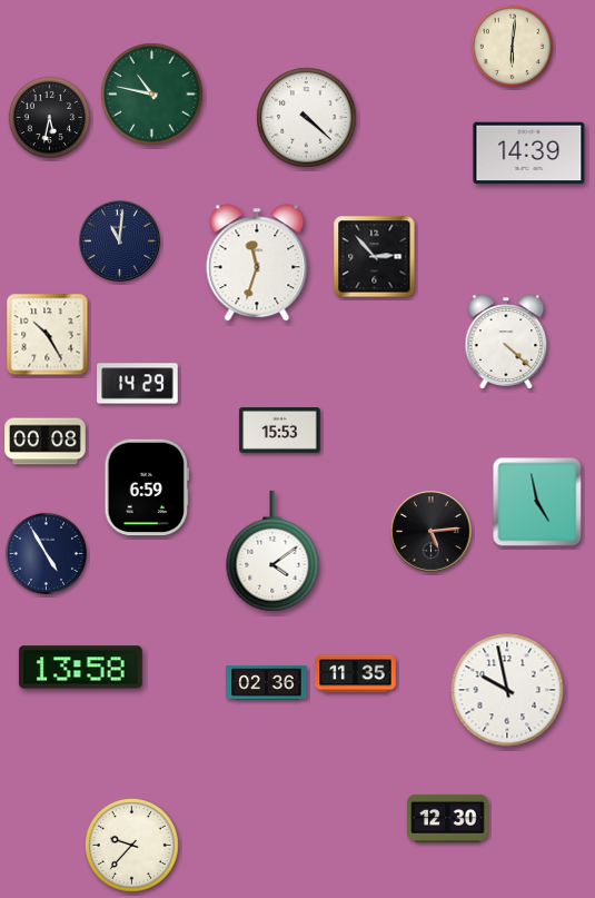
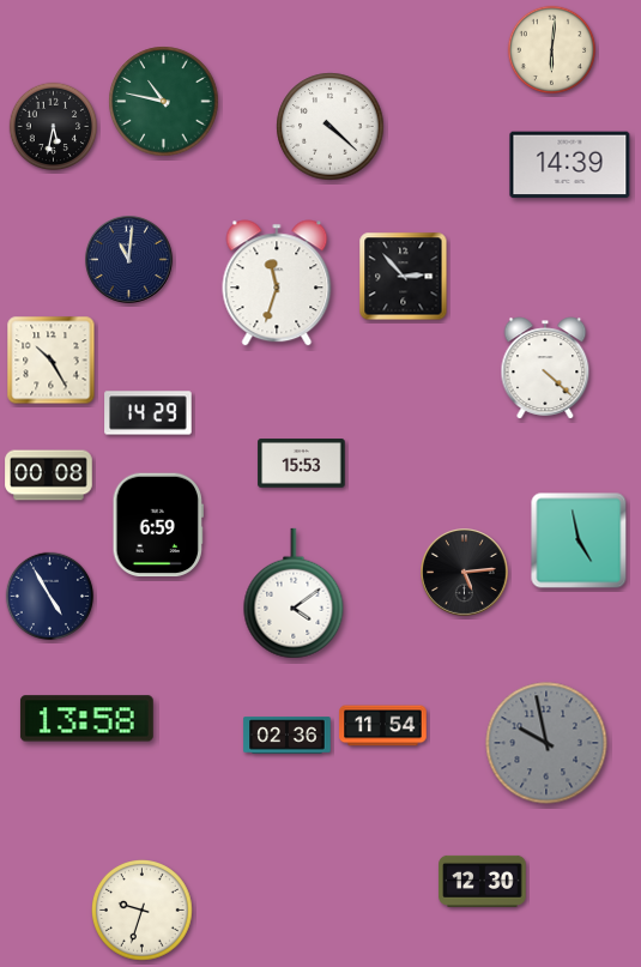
clock at (356, 674): 11:35 -> 11:54
clock at (507, 690) dial: white -> grey
clock at (132, 846): 9:37 -> 9:33
